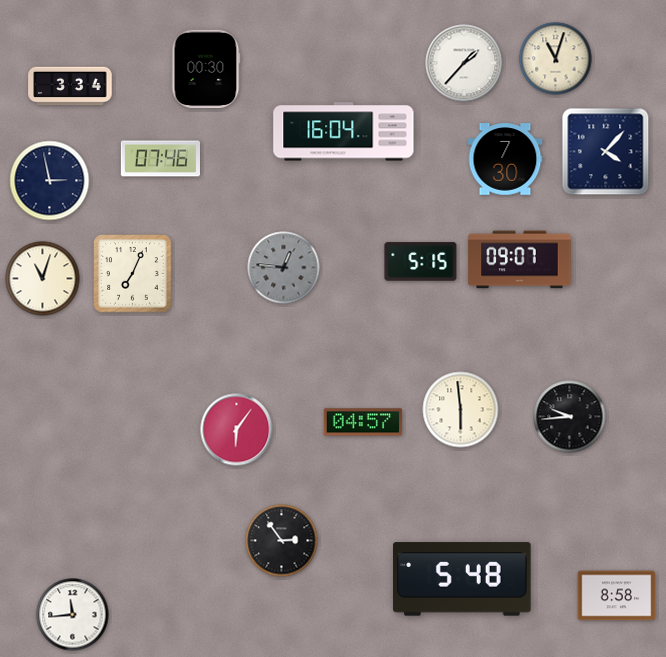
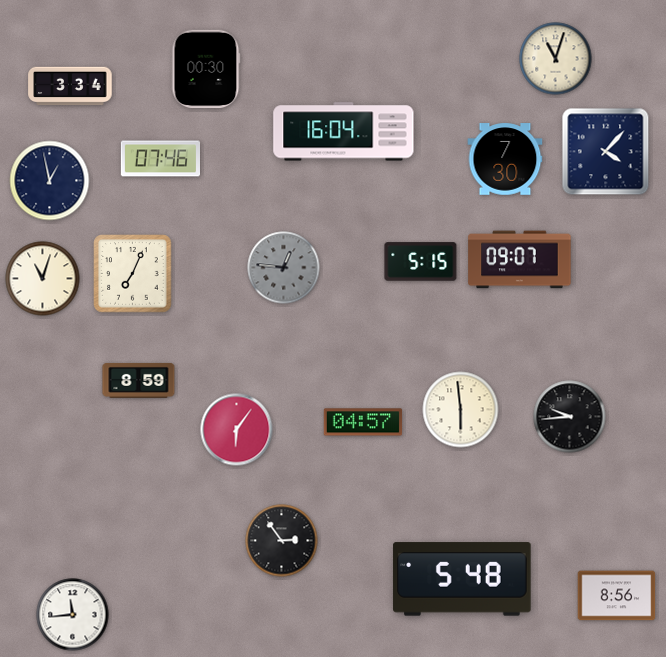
clock at (464, 63): 1:37 -> none
clock at (50, 181): 2:58 -> 12:58
clock at (139, 380): none -> 8:59
clock at (617, 596): 8:58 -> 8:56
